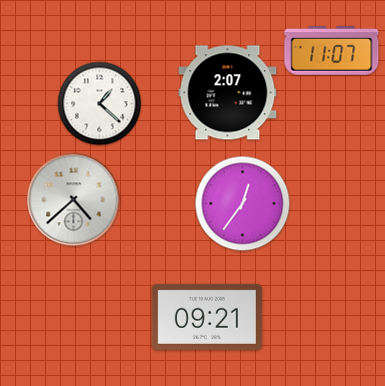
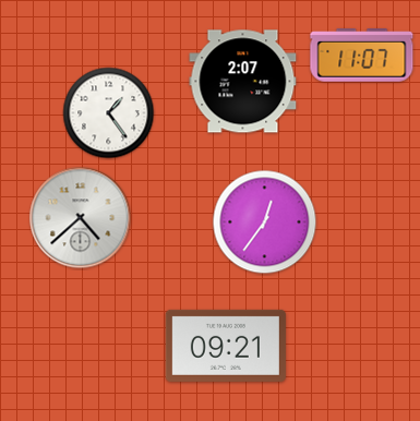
clock at (228, 93) position: (228, 93) -> (243, 82)
clock at (100, 104): 1:22 -> 1:24
